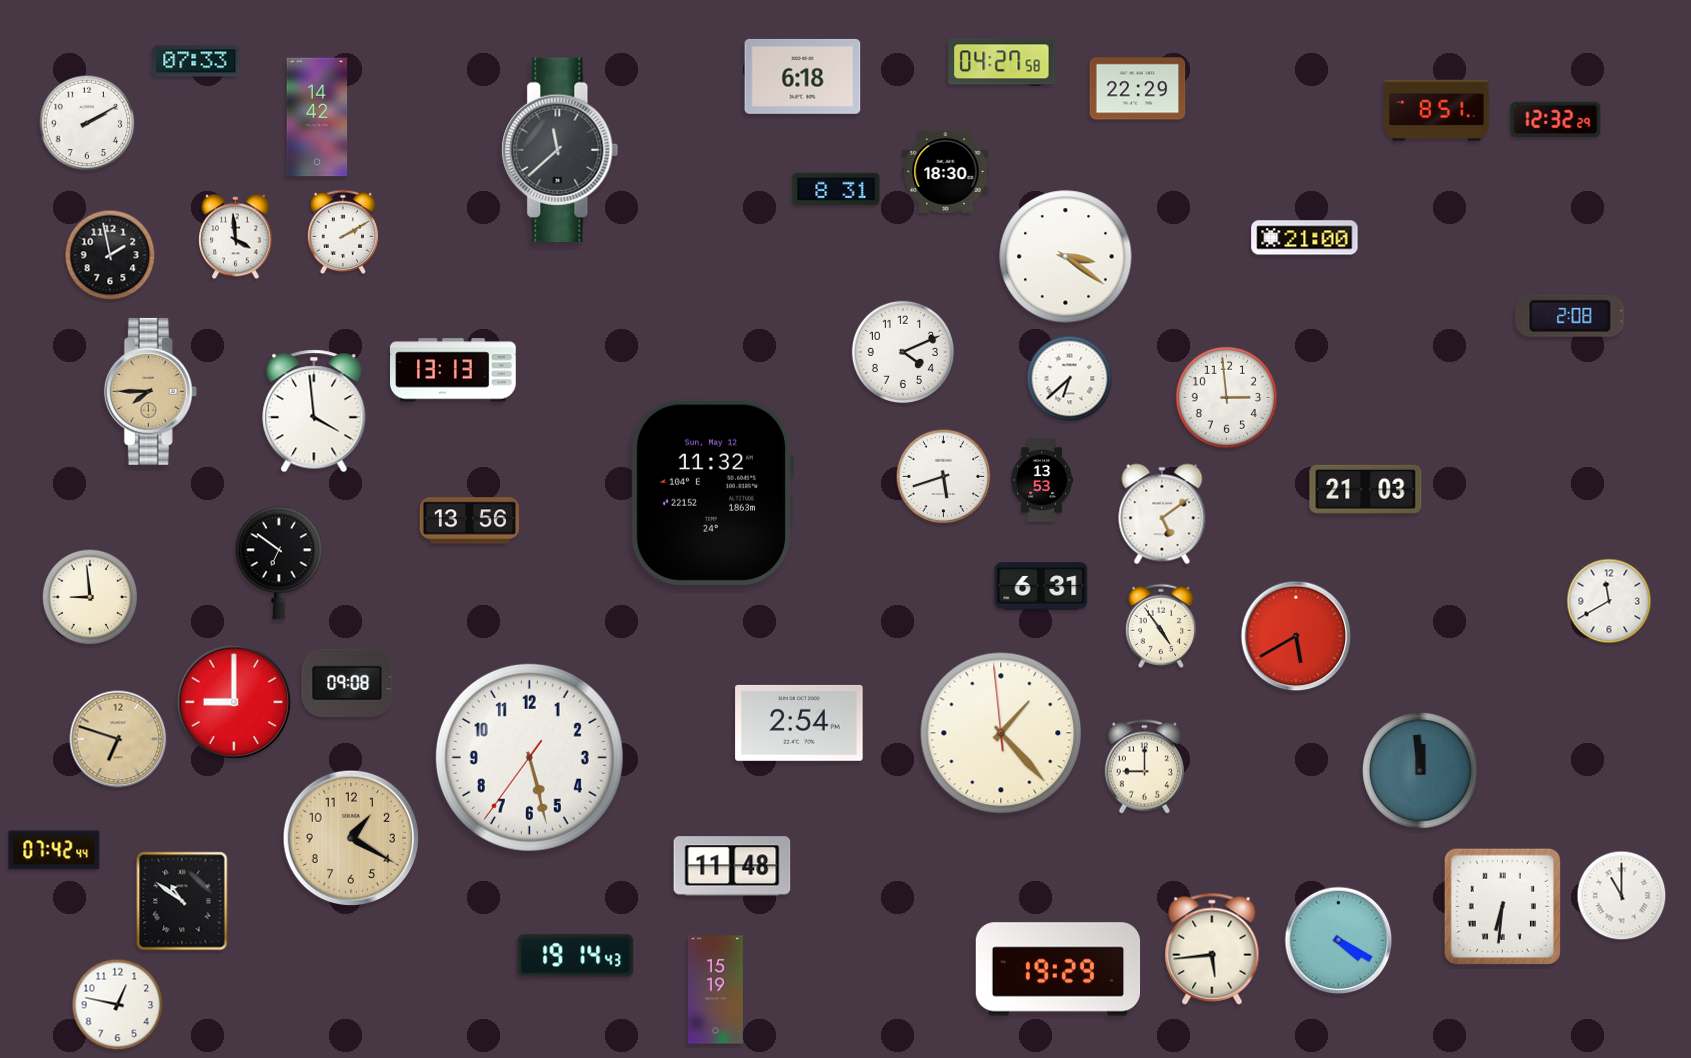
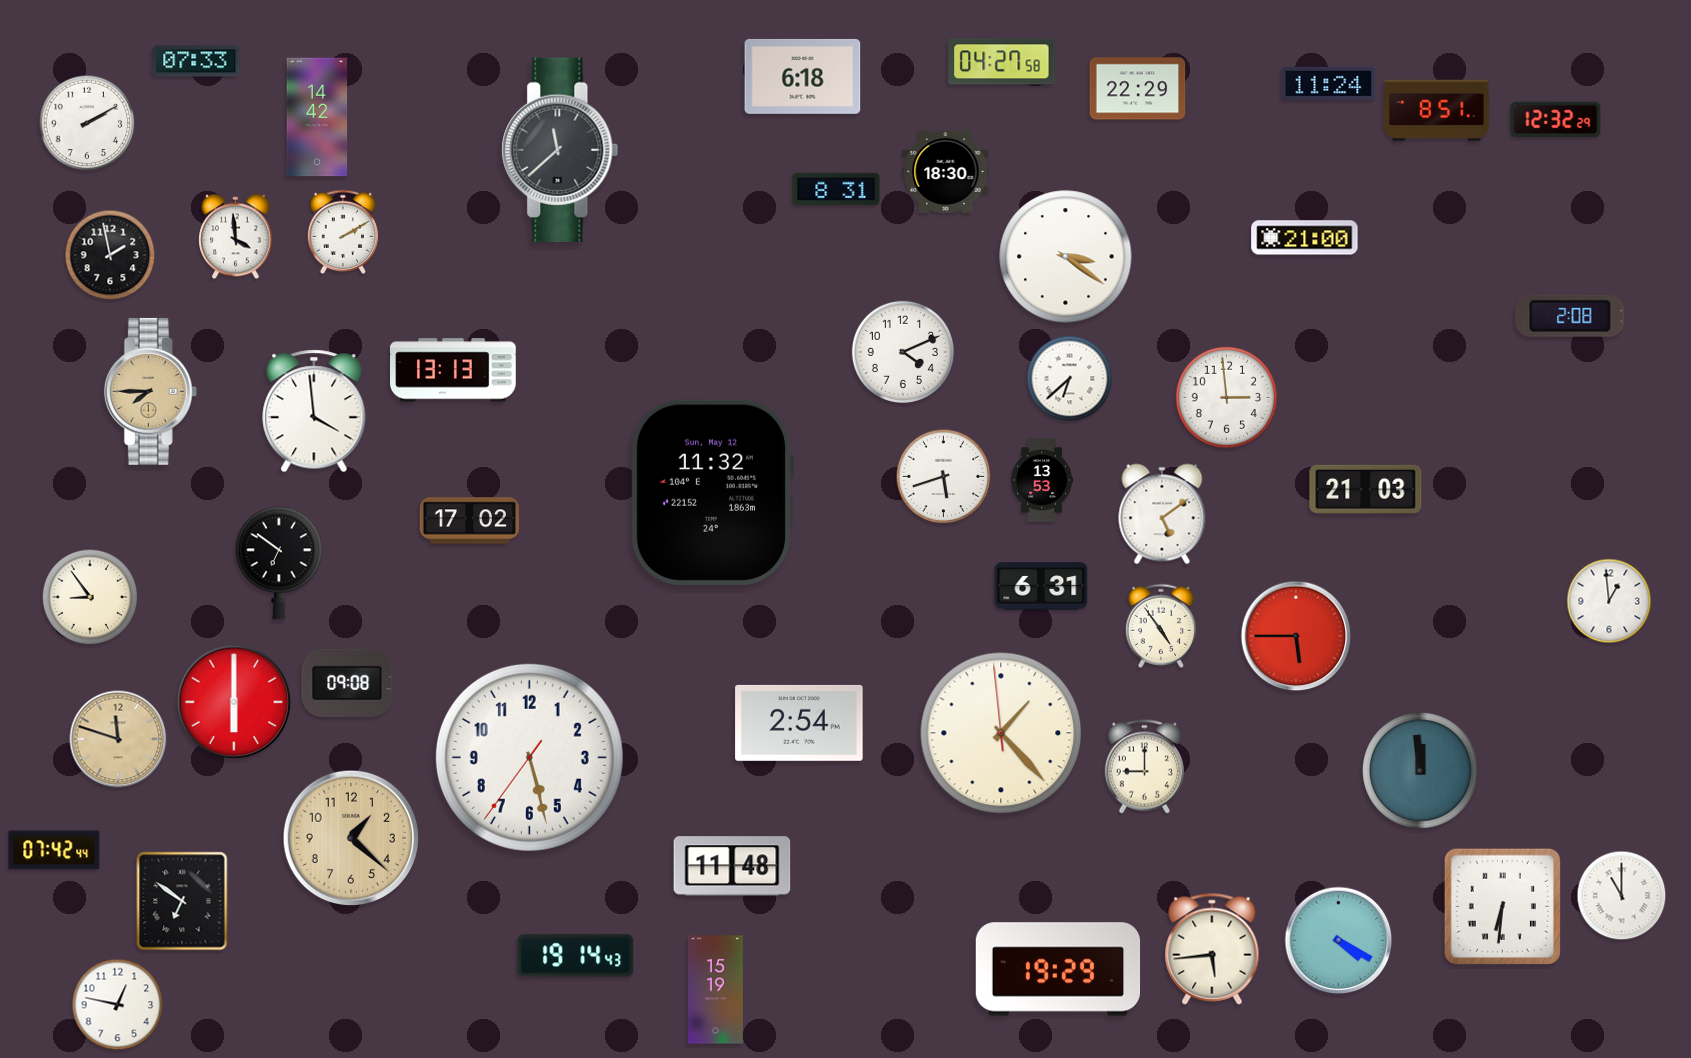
clock at (1329, 83): none -> 11:24
clock at (469, 521): 13:56 -> 17:02
clock at (90, 597): 8:59 -> 8:54
clock at (1609, 601): 11:40 -> 12:59
clock at (1296, 636): 5:40 -> 5:45
clock at (234, 702): 9:00 -> 6:00
clock at (118, 739): 6:48 -> 11:48
clock at (350, 837): 1:20 -> 1:22
clock at (182, 901): 10:51 -> 6:51
